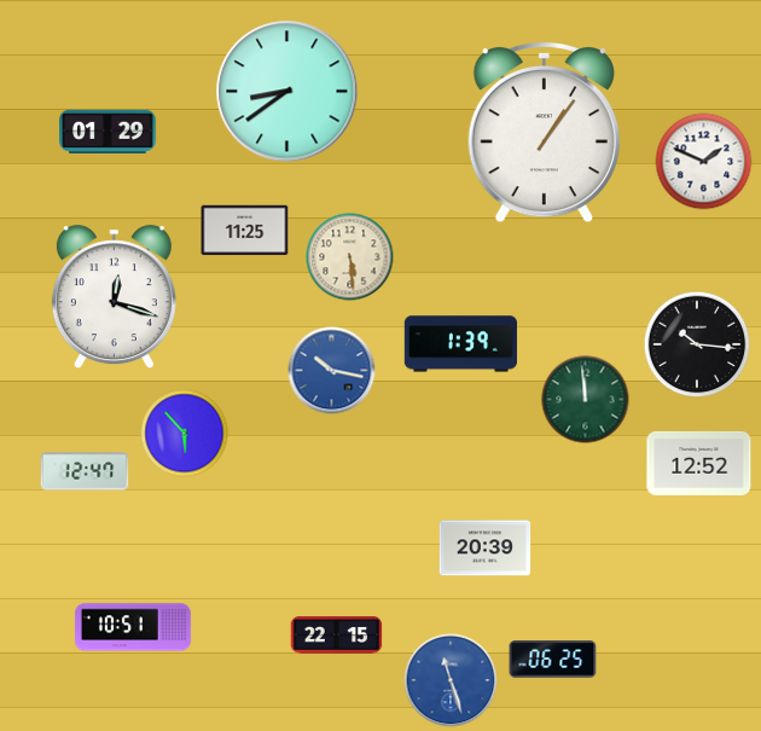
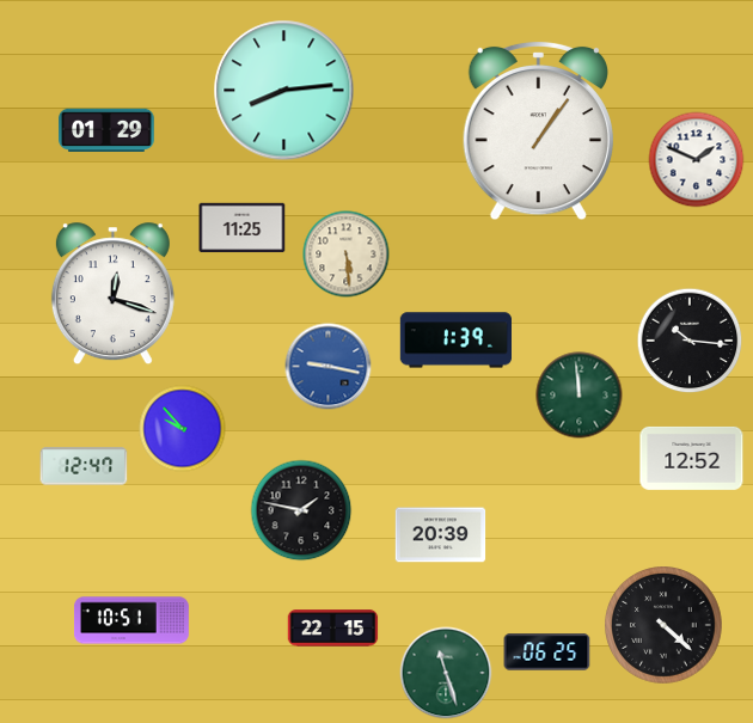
clock at (287, 92): 8:39 -> 8:14
clock at (332, 371): 10:17 -> 9:17
clock at (185, 434): 5:53 -> 9:53
clock at (301, 510): none -> 1:47
clock at (486, 549) position: (486, 549) -> (441, 535)
clock at (665, 626): none -> 4:22
clock at (451, 680) dial: blue -> green
